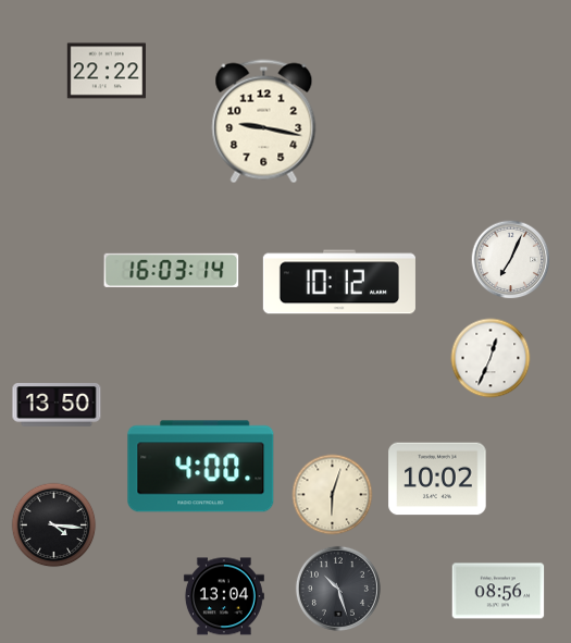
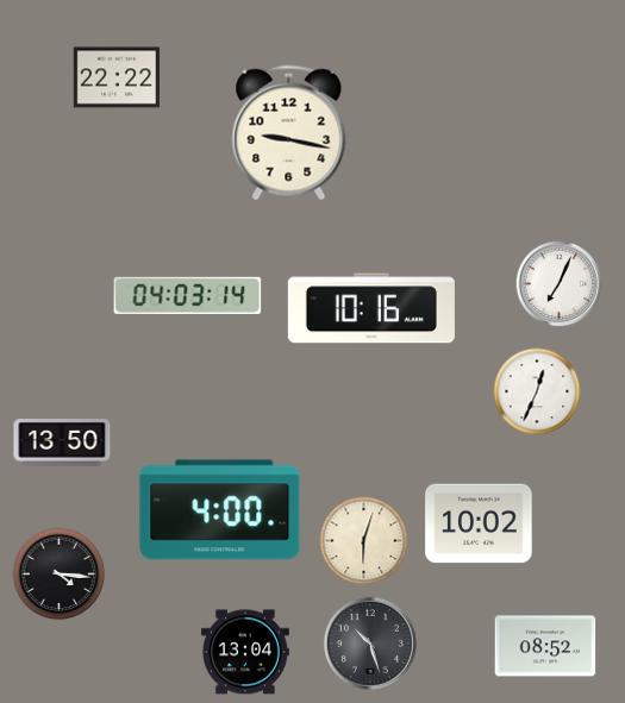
clock at (172, 270): 16:03 -> 04:03
clock at (339, 282): 10:12 -> 10:16
clock at (498, 591): 08:56 -> 08:52
